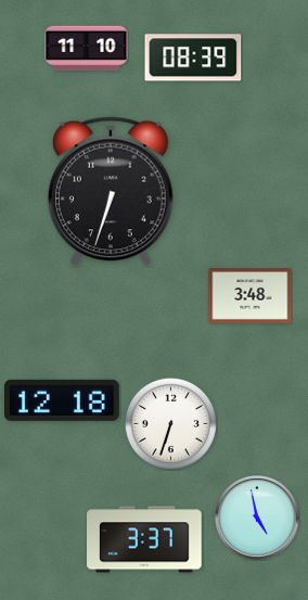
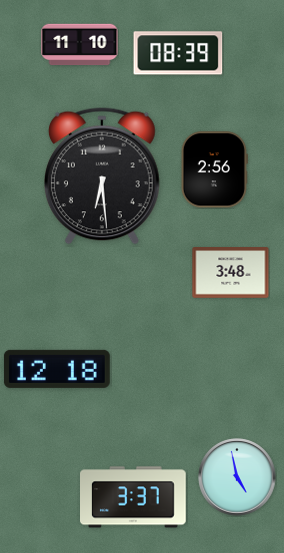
clock at (214, 170): none -> 2:56
clock at (112, 191): 6:33 -> 6:29
clock at (170, 423): 6:33 -> none
